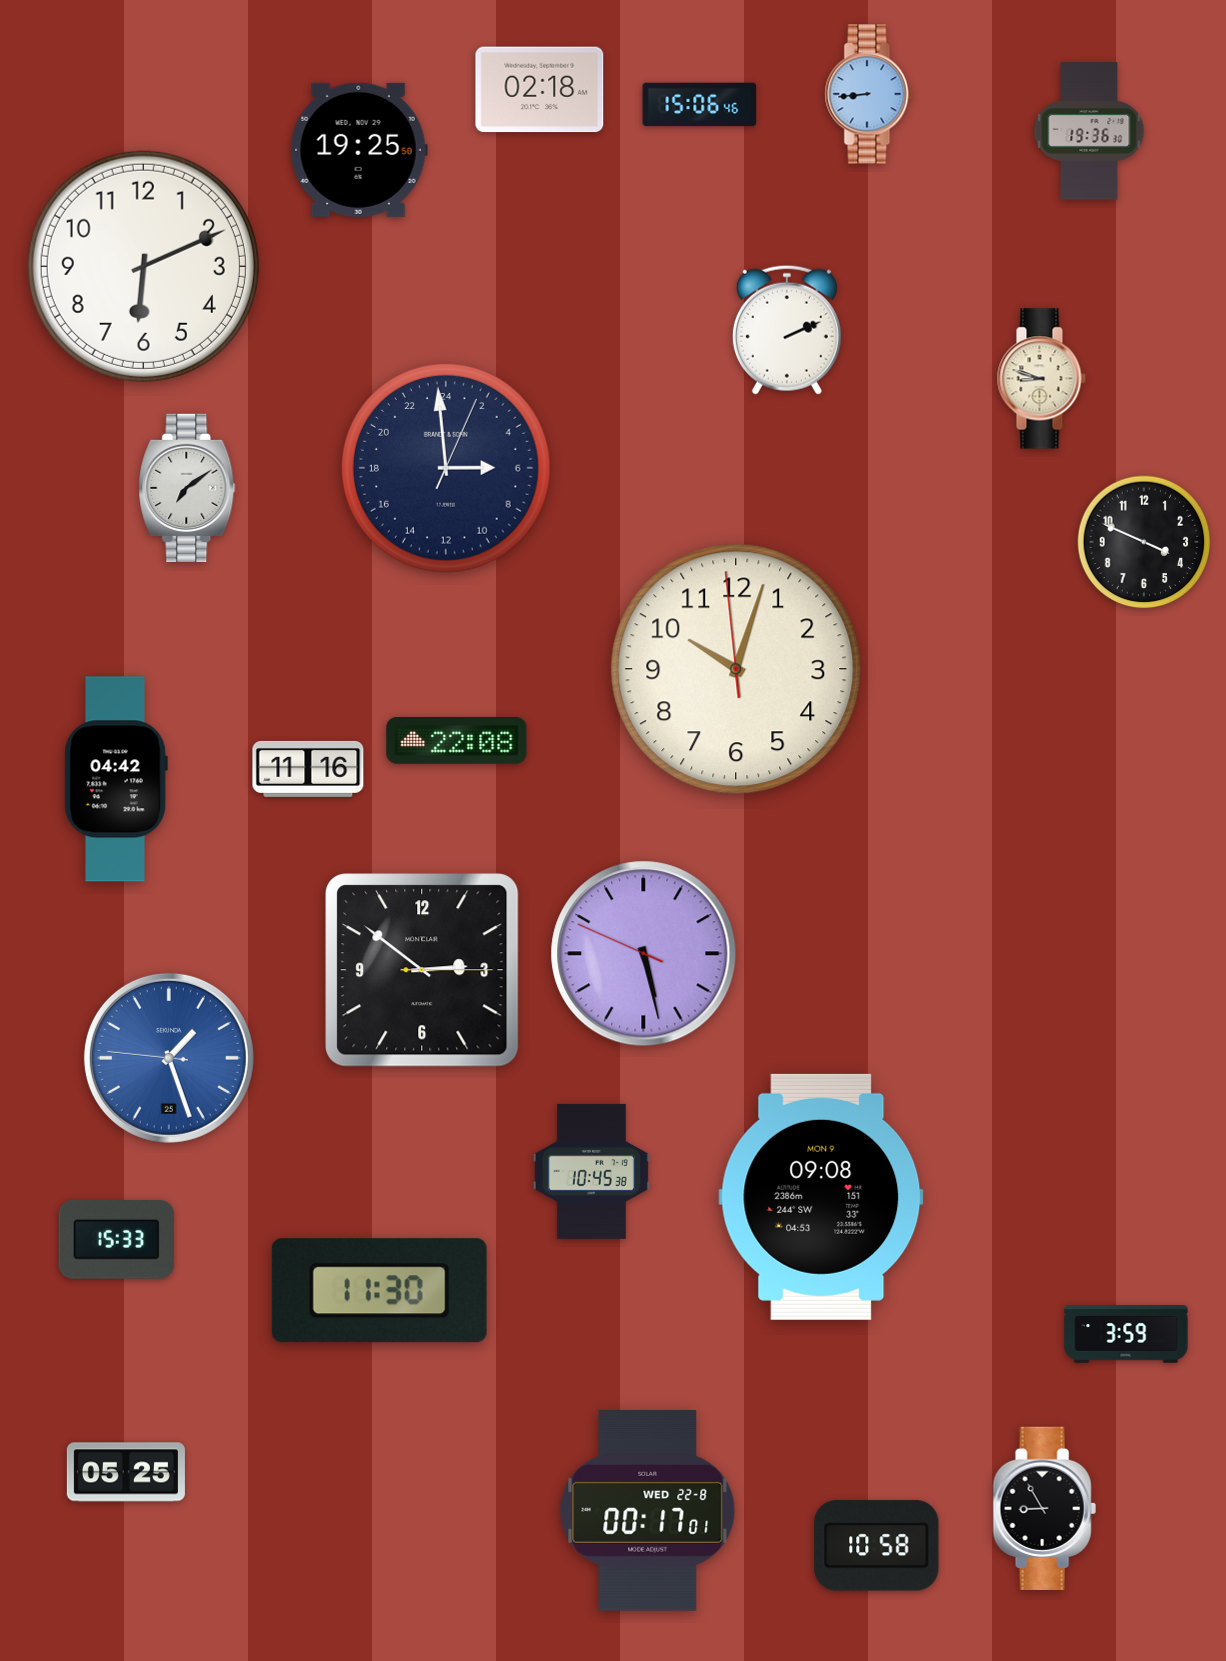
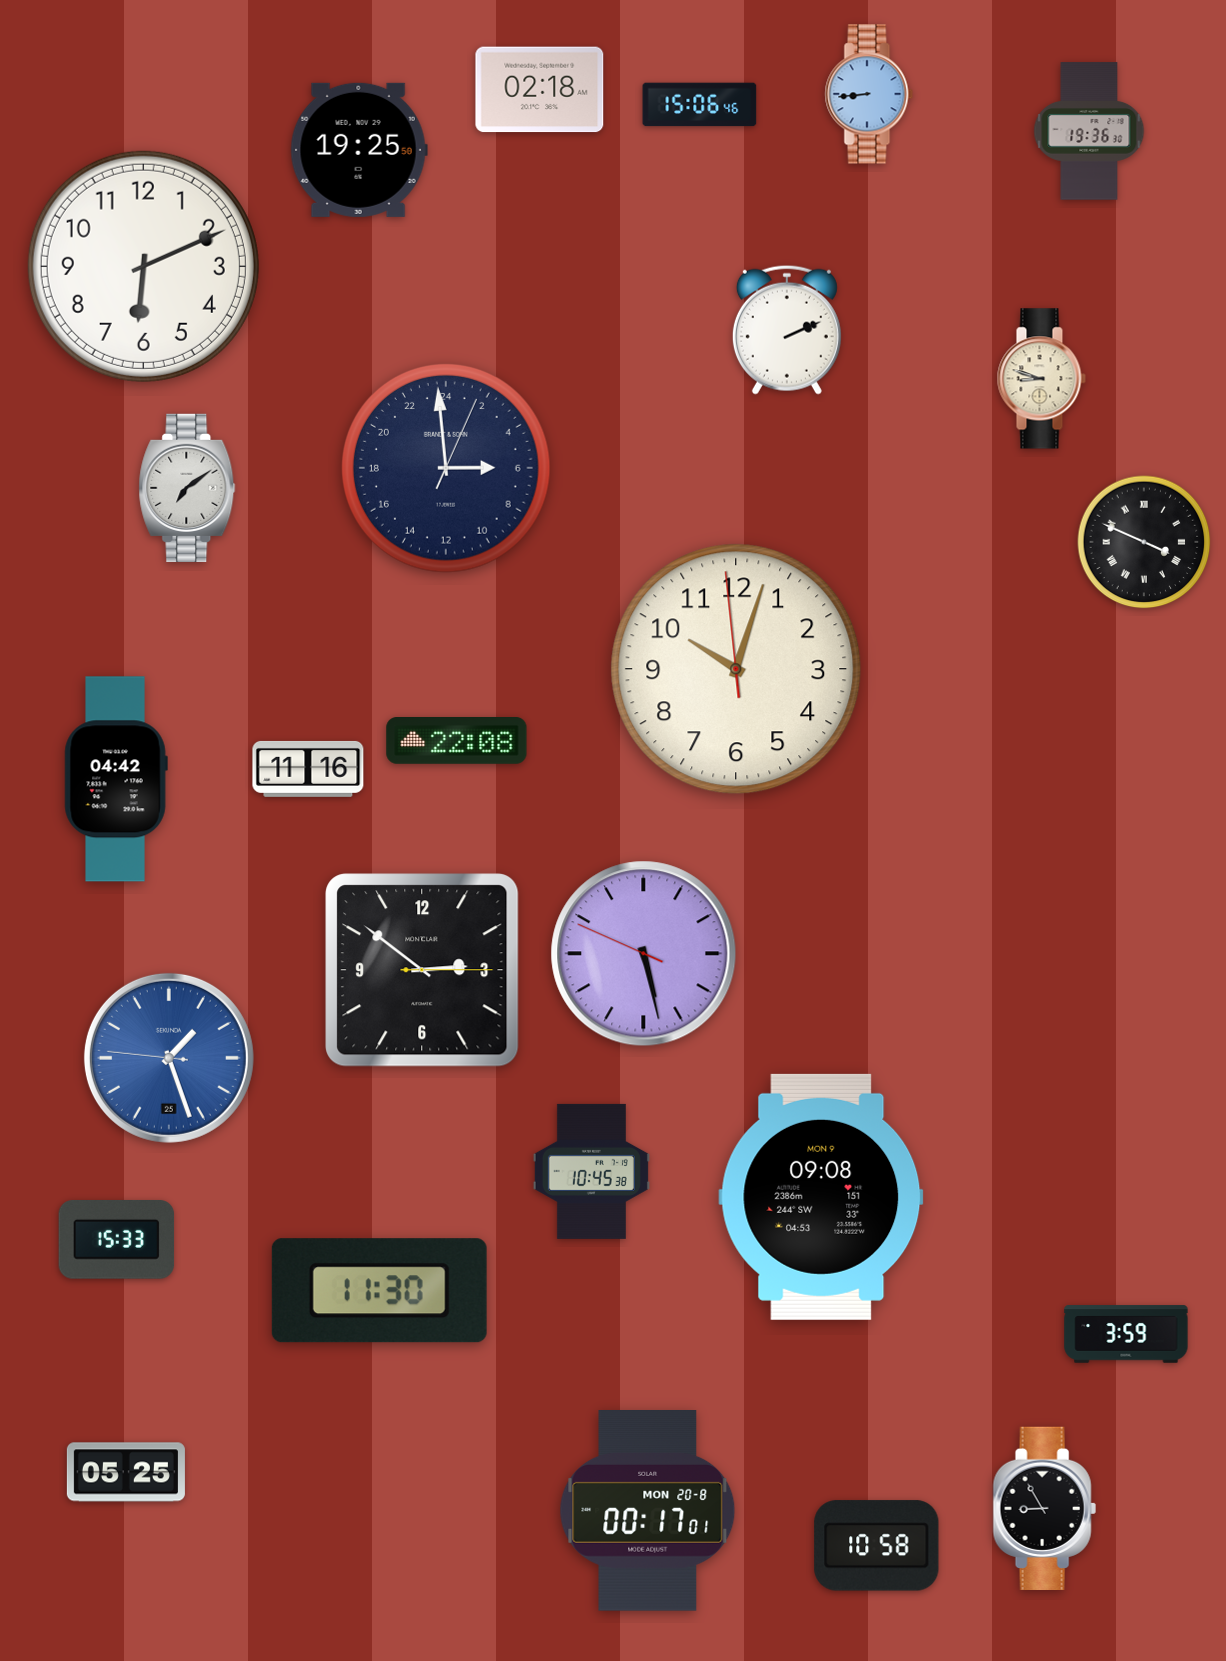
clock at (1144, 542) numerals: Arabic -> Roman
clock at (648, 1511) date: WED 22-8 -> MON 20-8
